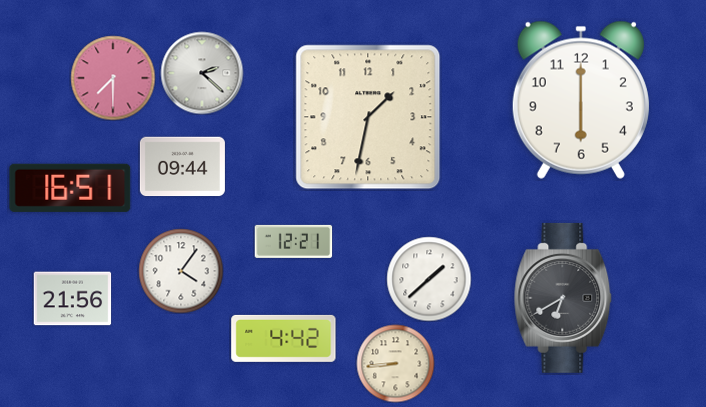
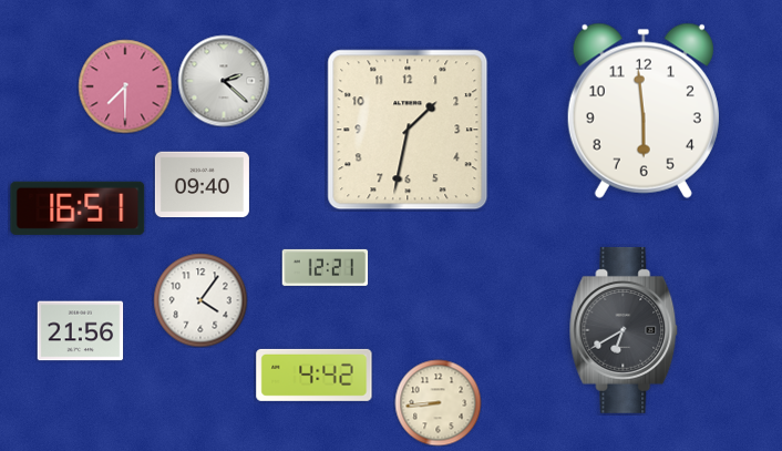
clock at (581, 100): 6:00 -> 5:59
clock at (182, 167): 09:44 -> 09:40
clock at (429, 279): 1:38 -> none
